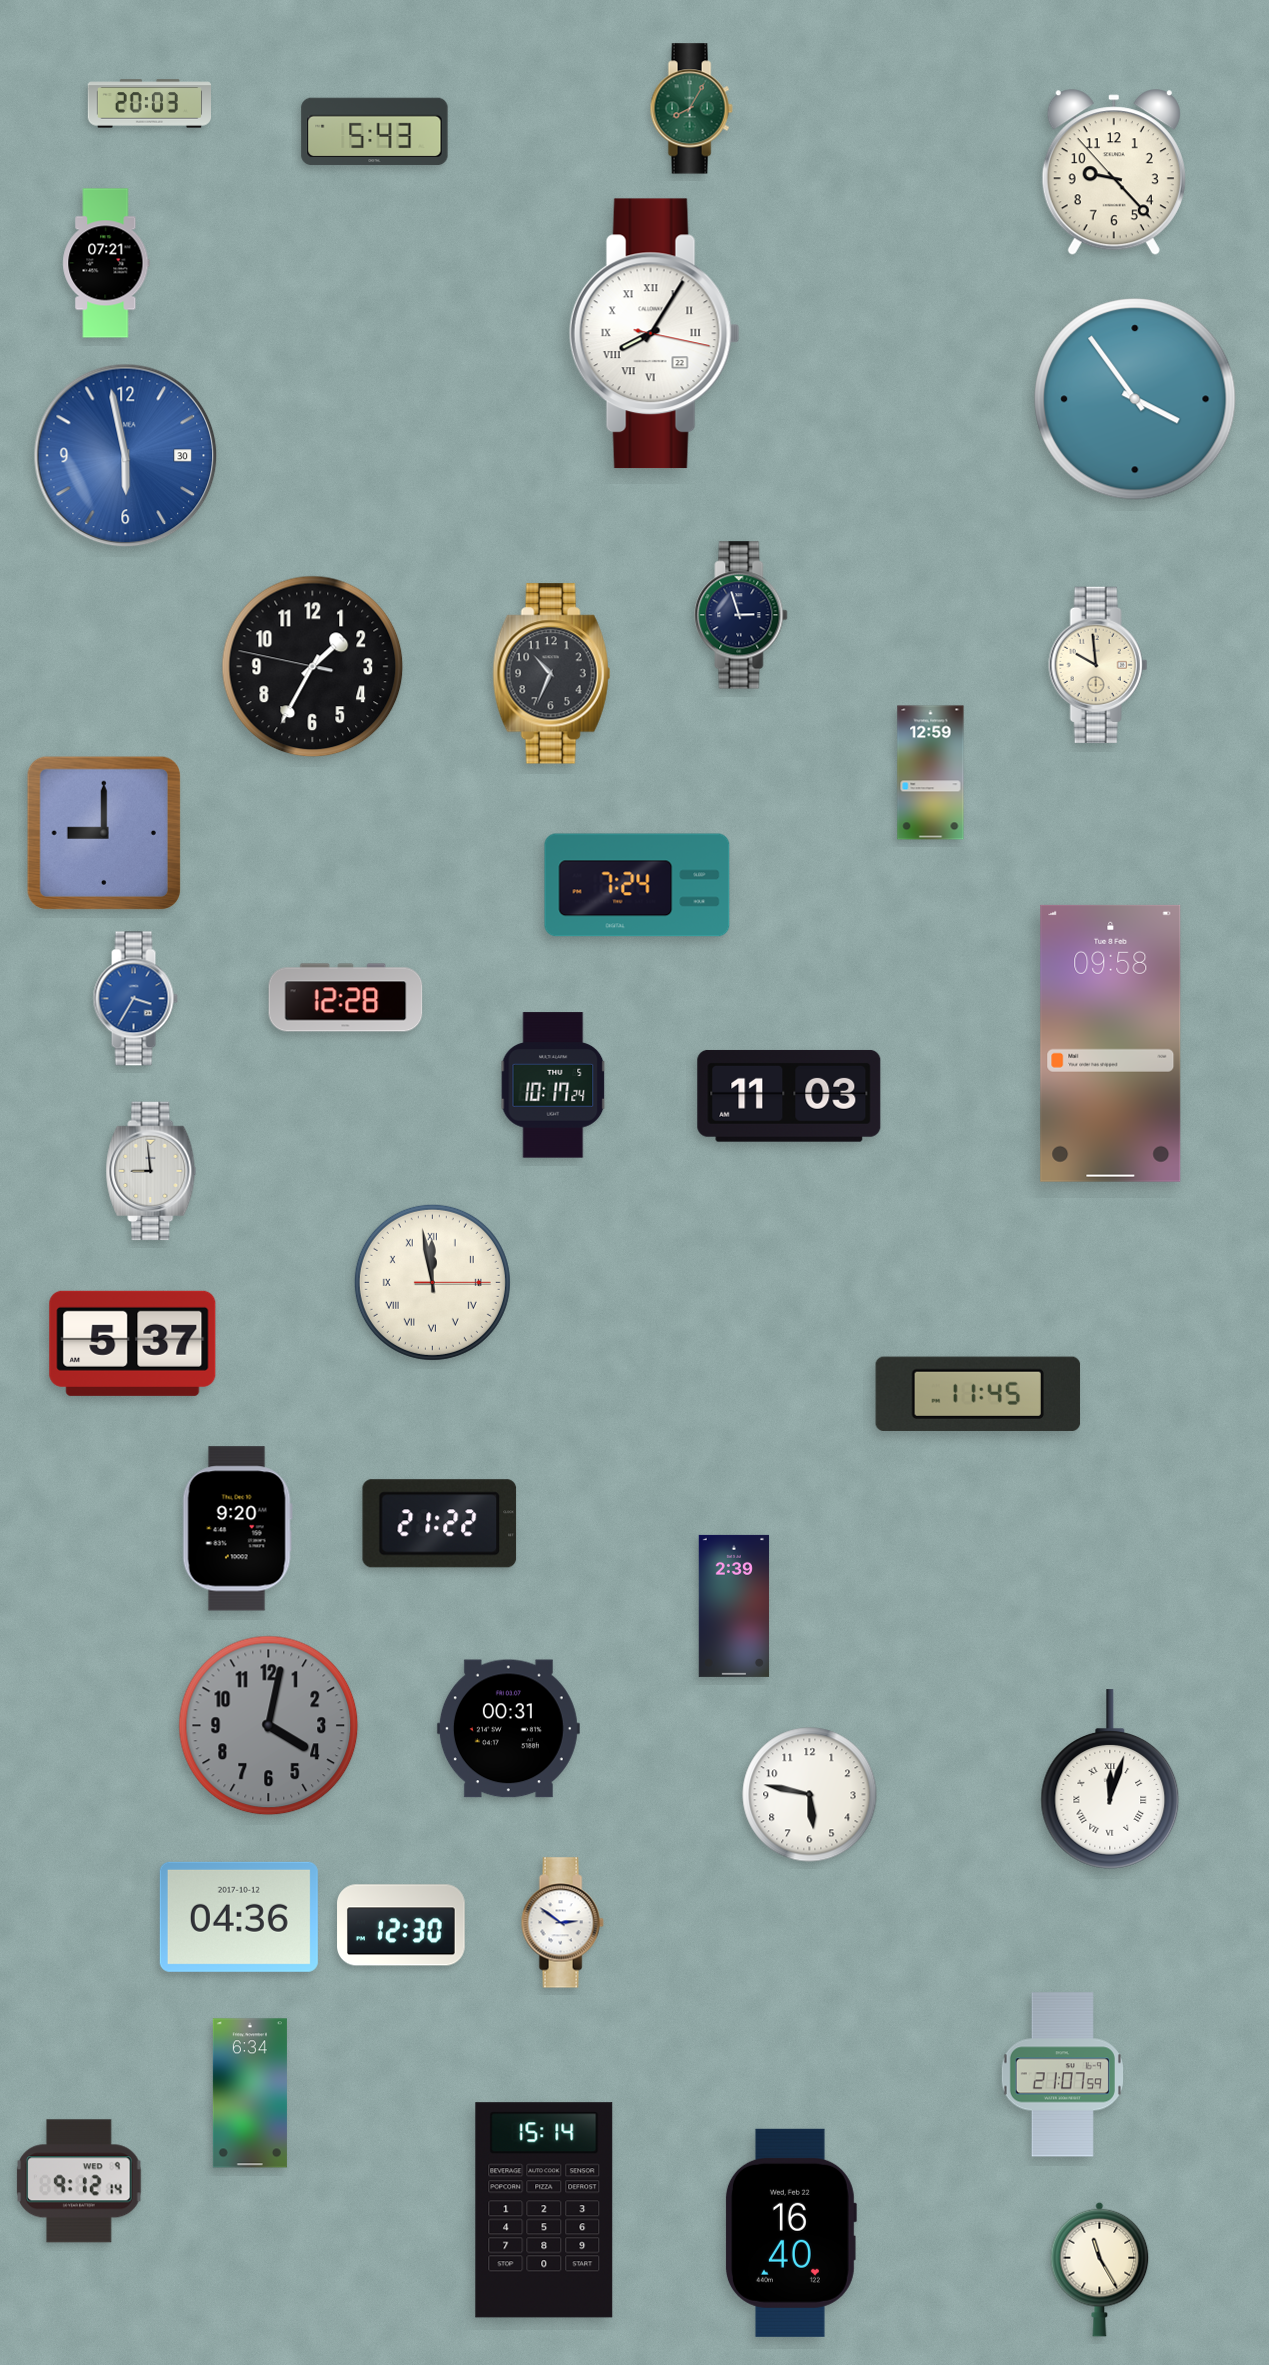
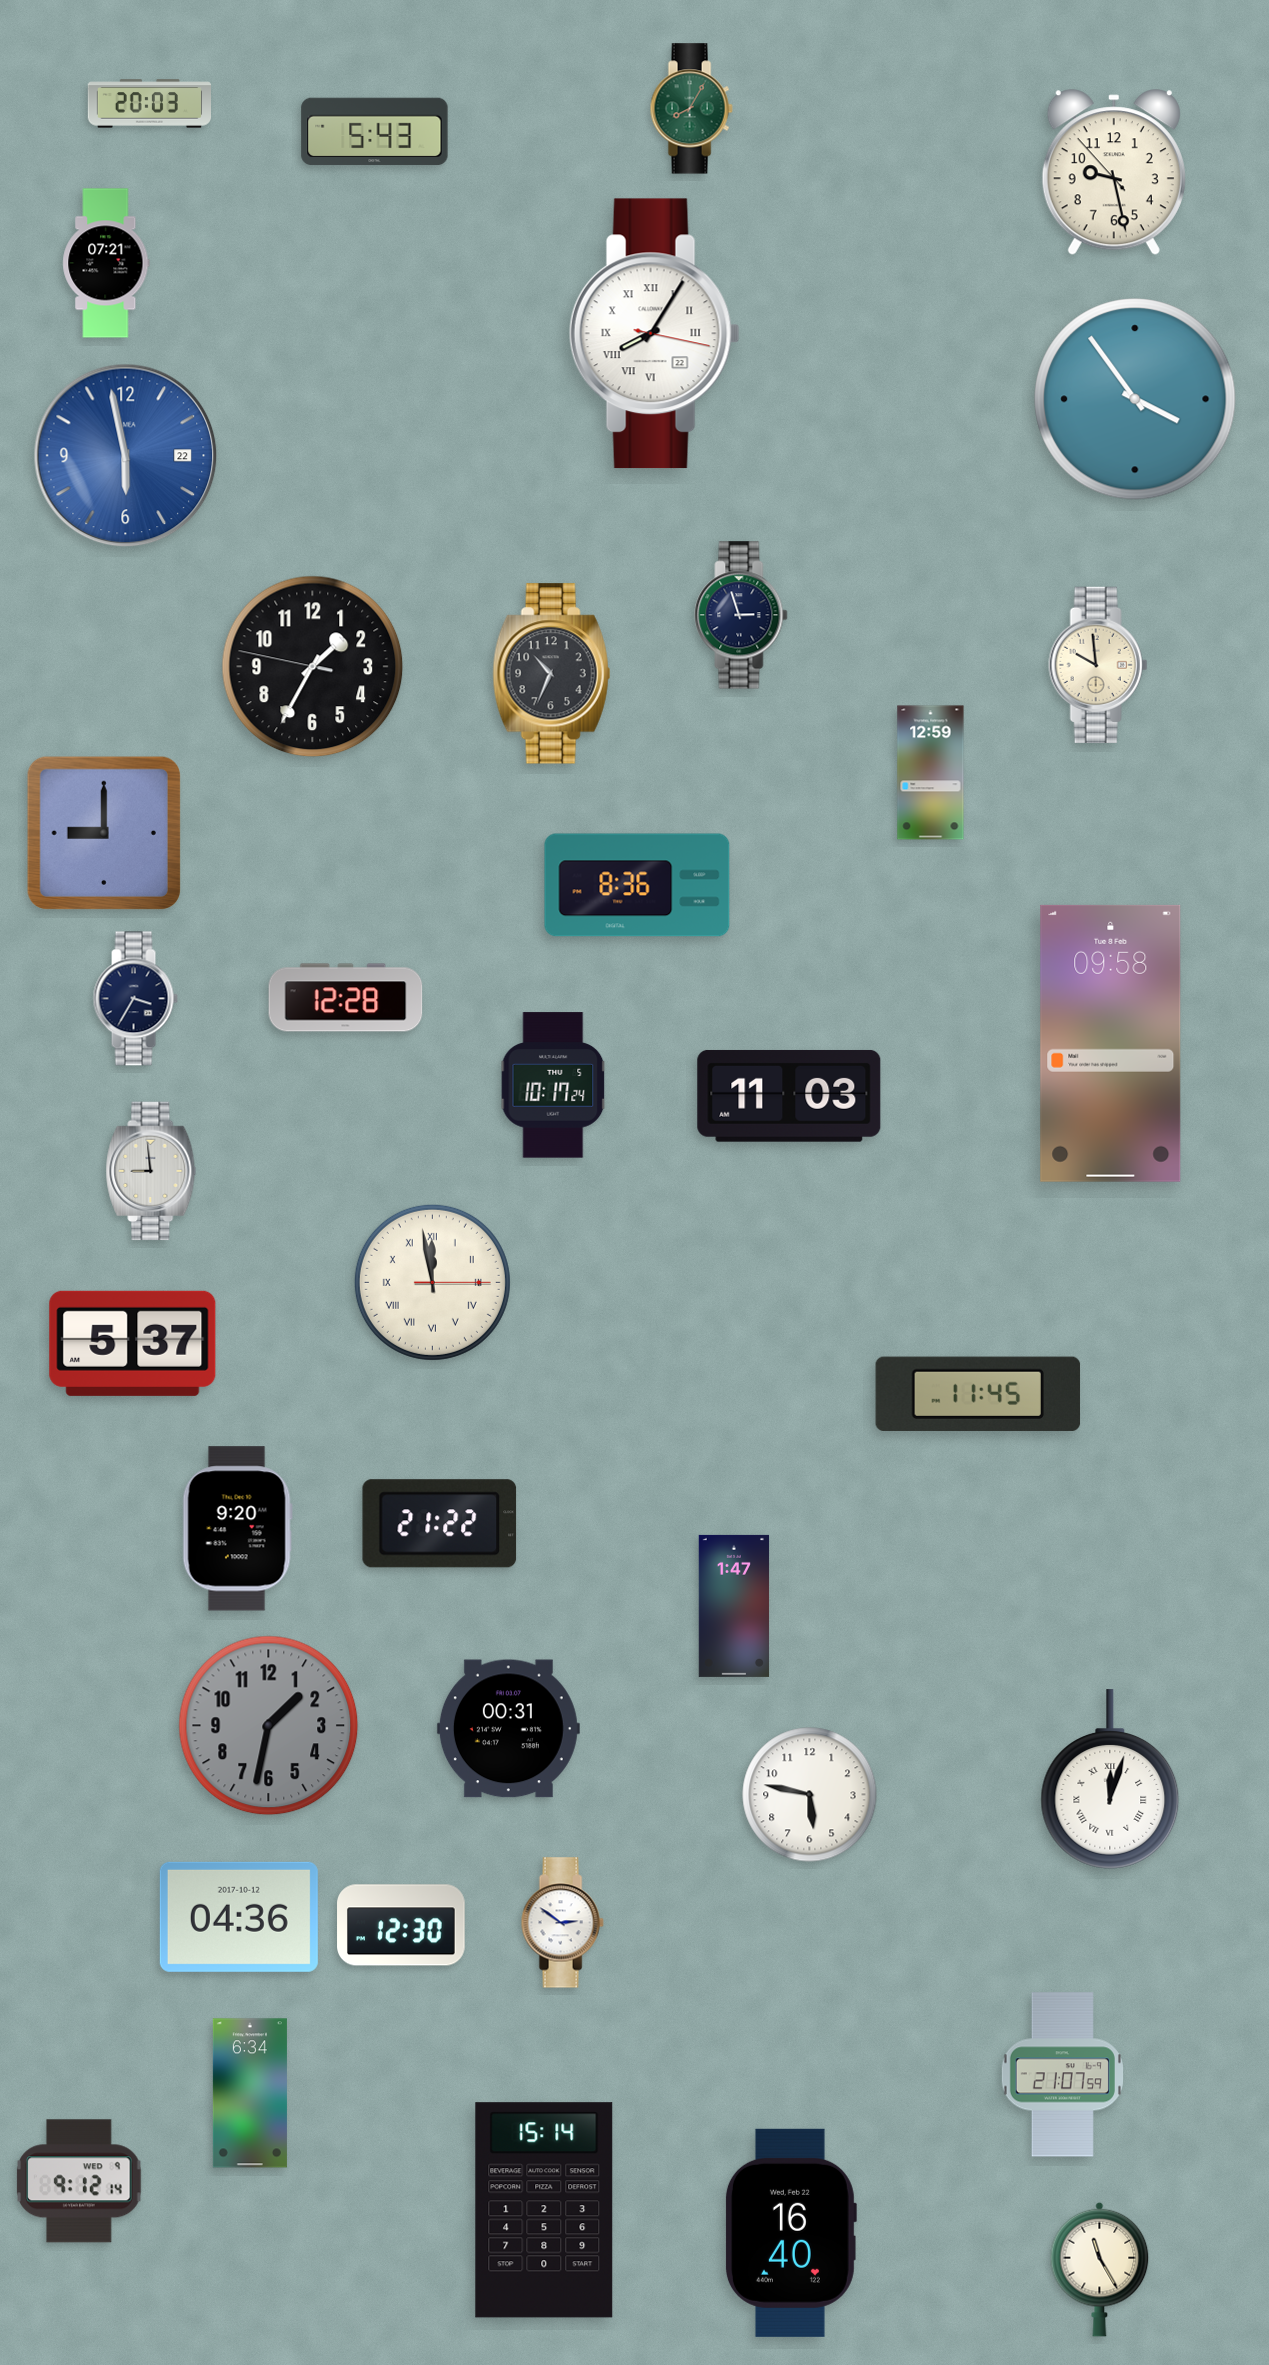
clock at (1114, 173): 9:22 -> 9:27
clock at (126, 456) date: 30 -> 22
clock at (637, 885): 7:24 -> 8:36
clock at (135, 999) dial: blue -> navy
clock at (734, 1606): 2:39 -> 1:47
clock at (269, 1726): 4:02 -> 1:32
